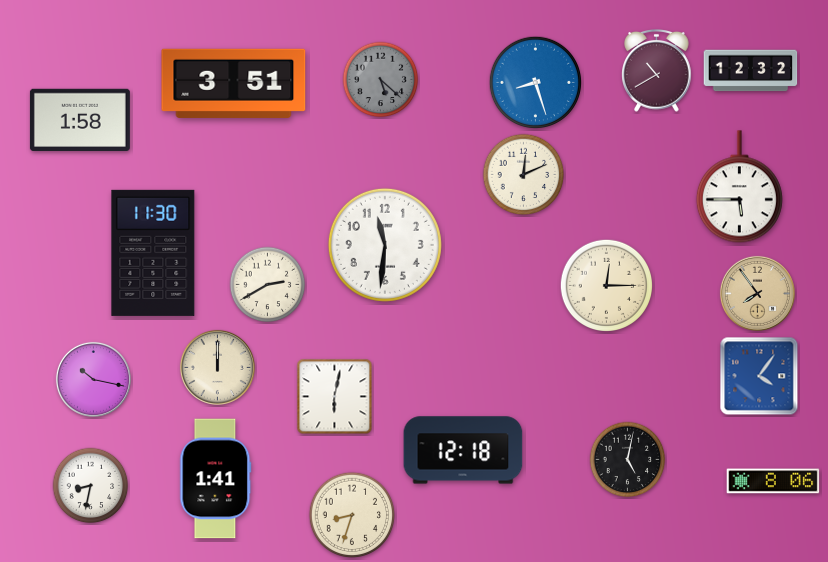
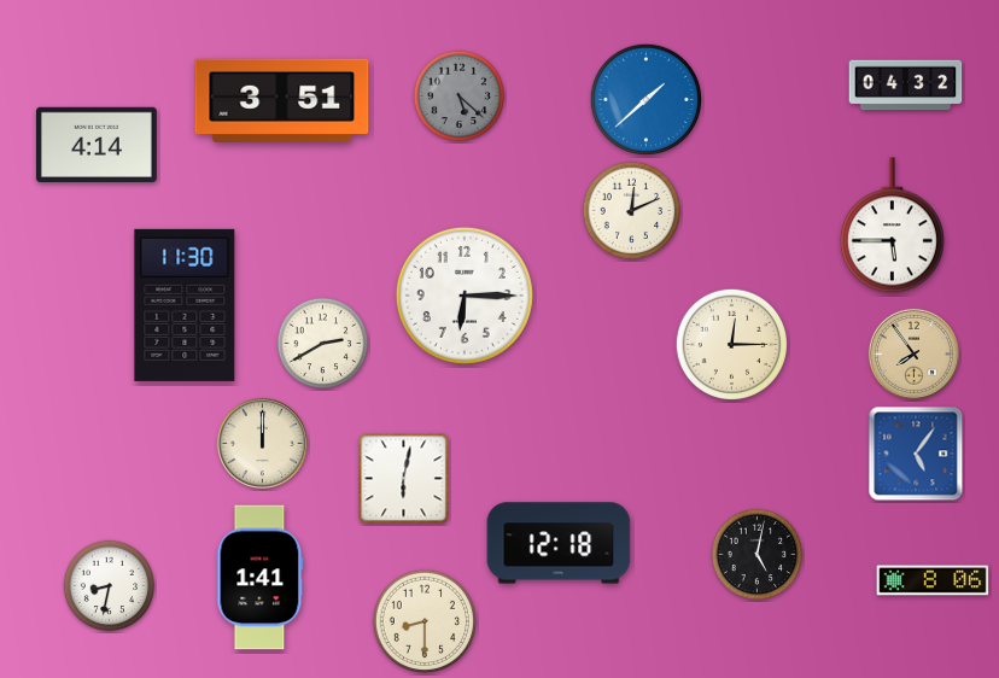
clock at (657, 71): 10:40 -> none
clock at (751, 71): 12:32 -> 04:32
clock at (535, 82): 8:27 -> 1:38
clock at (80, 119): 1:58 -> 4:14
clock at (385, 245): 11:31 -> 6:15
clock at (759, 376): 4:06 -> 5:06
clock at (93, 379): 10:17 -> none
clock at (352, 515): 8:33 -> 8:30
